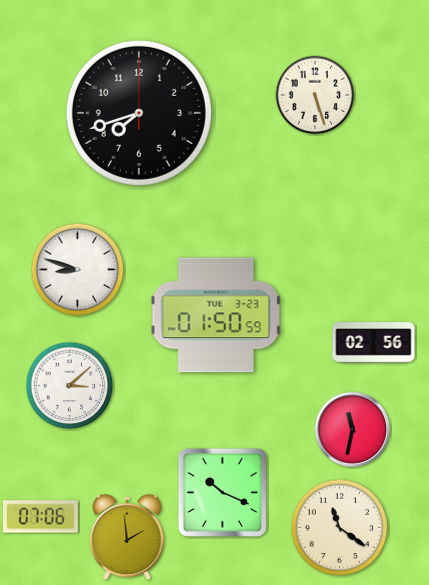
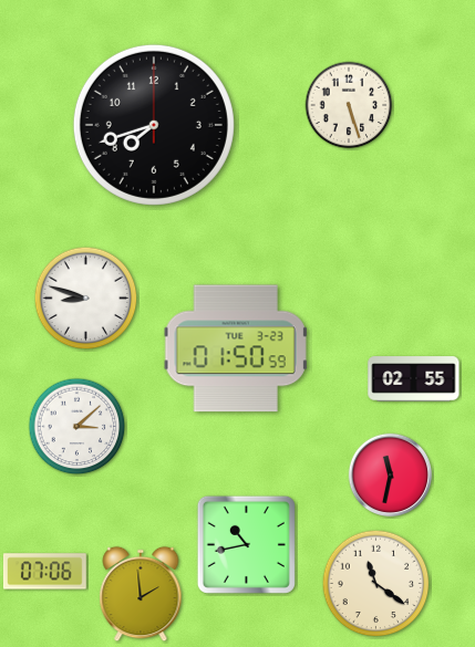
clock at (216, 315) position: (216, 315) -> (236, 348)
clock at (374, 343): 02:56 -> 02:55
clock at (222, 492): 10:19 -> 10:43
